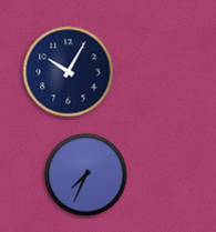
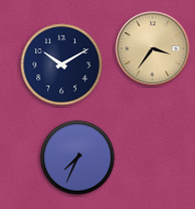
clock at (153, 49): none -> 3:36
clock at (69, 72): 10:05 -> 10:10
